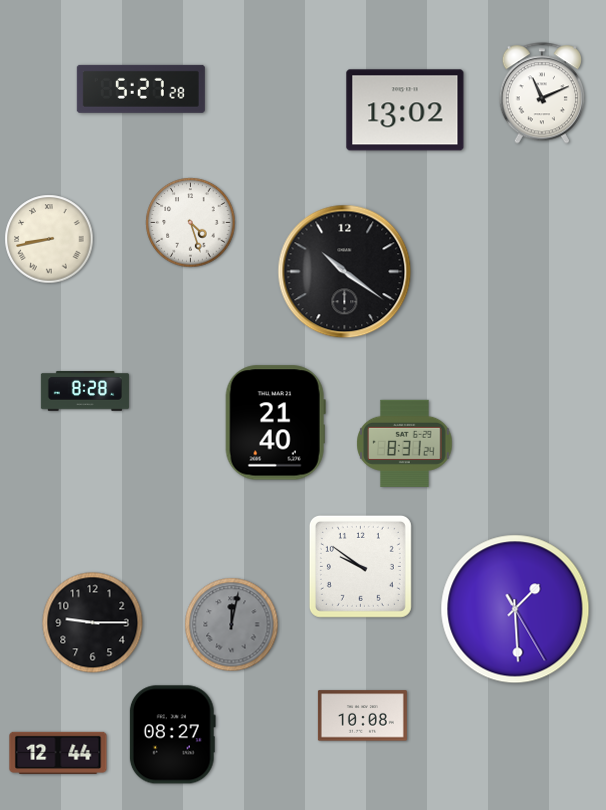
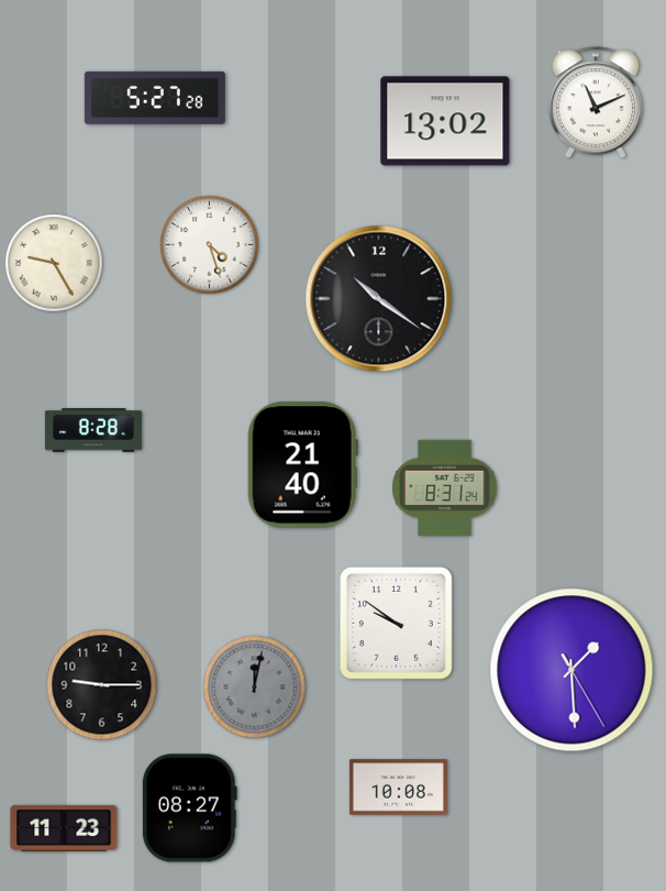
clock at (49, 239): 8:43 -> 9:25
clock at (515, 609) position: (515, 609) -> (571, 670)
clock at (58, 753): 12:44 -> 11:23
